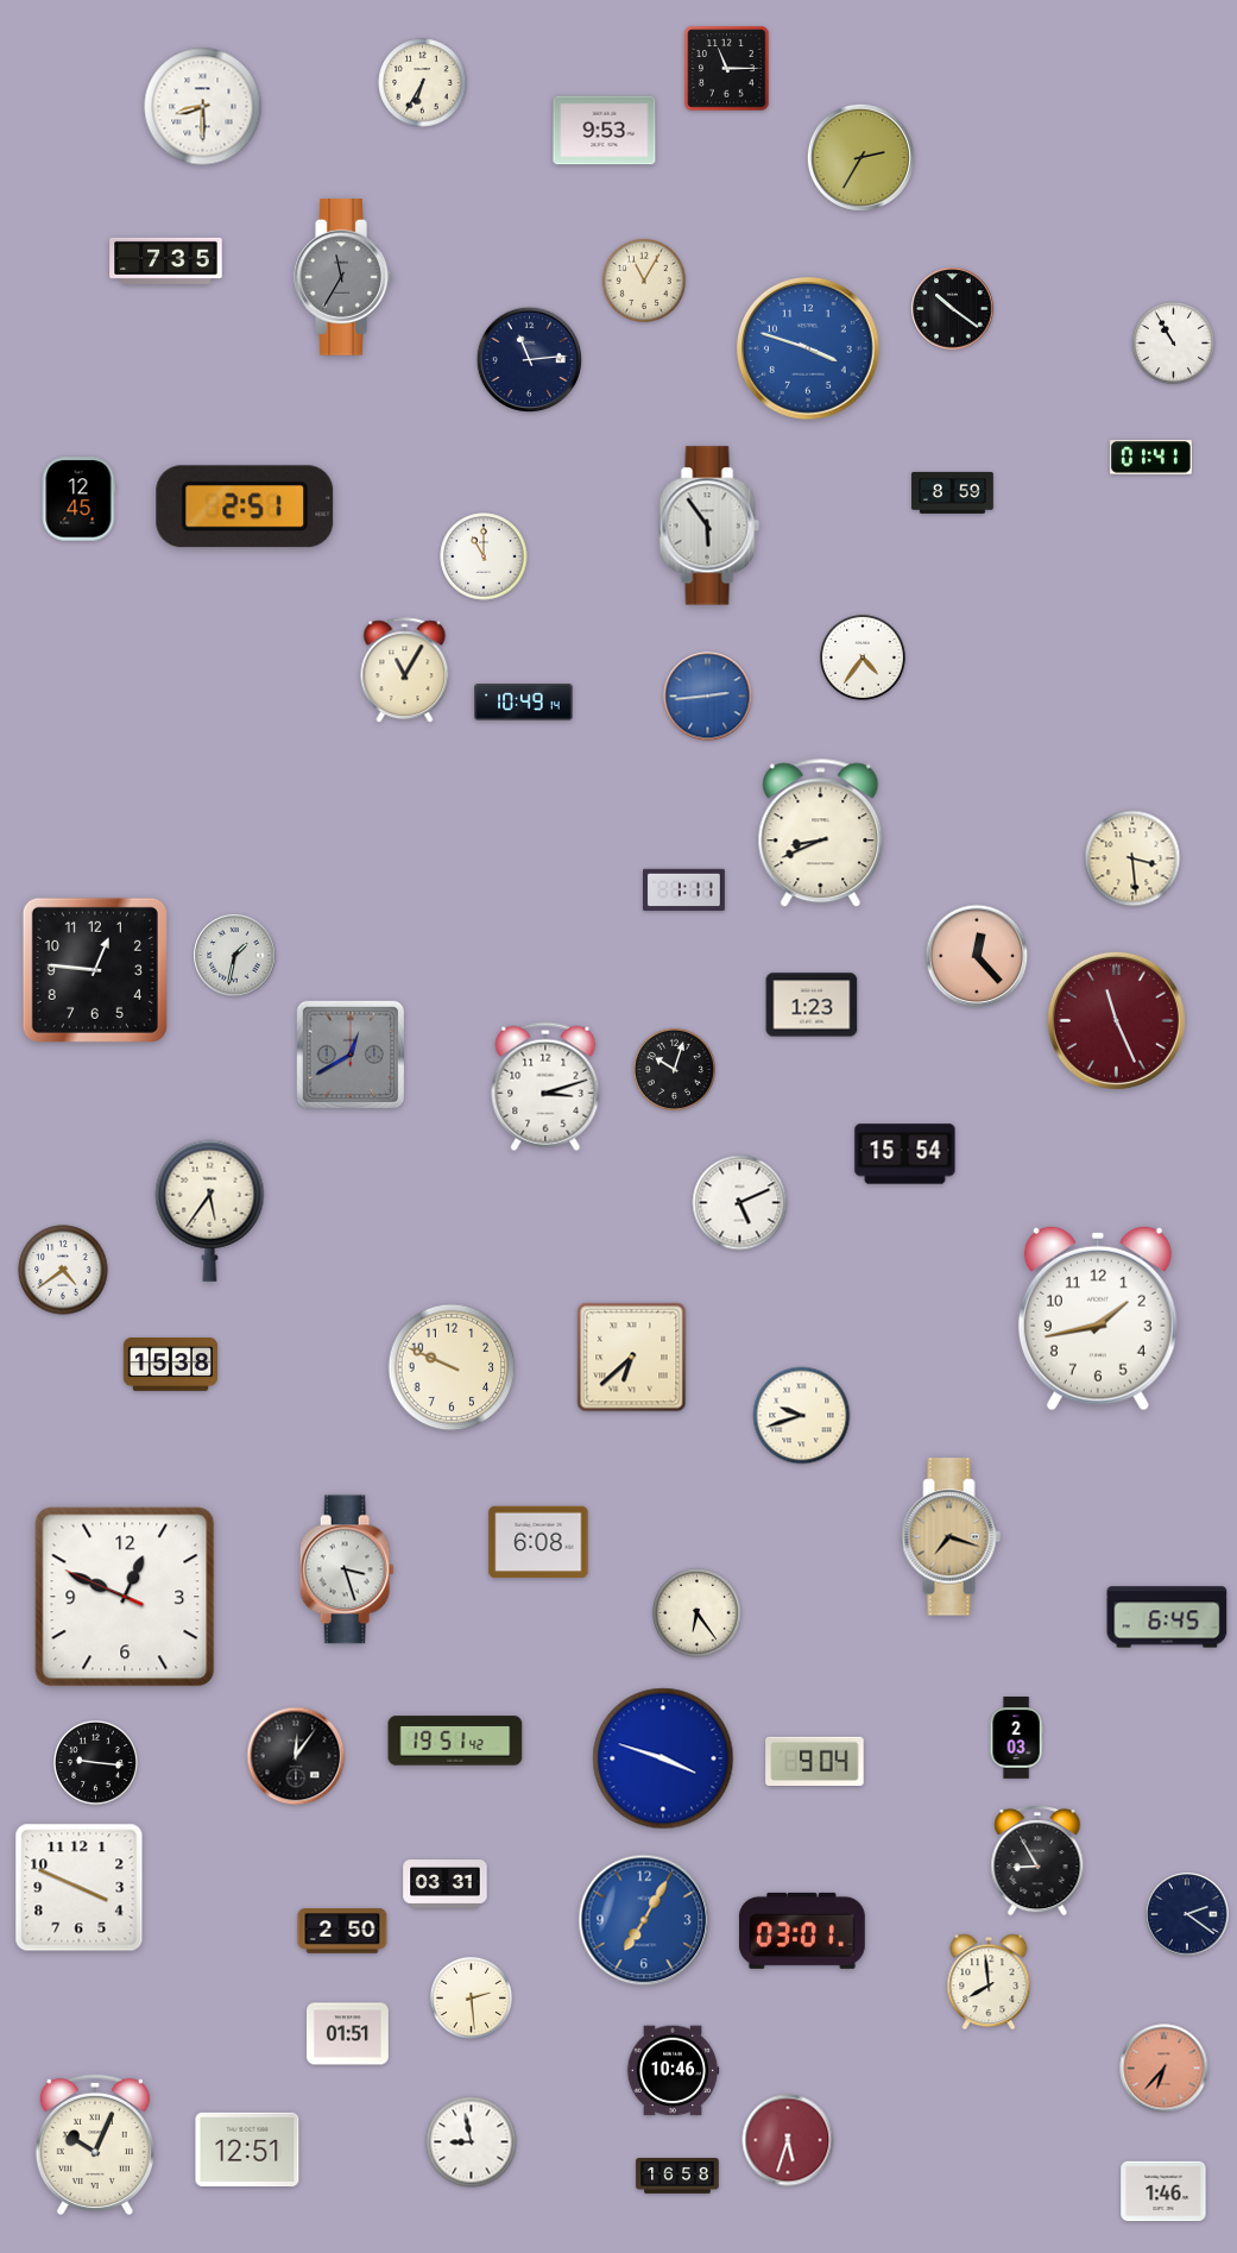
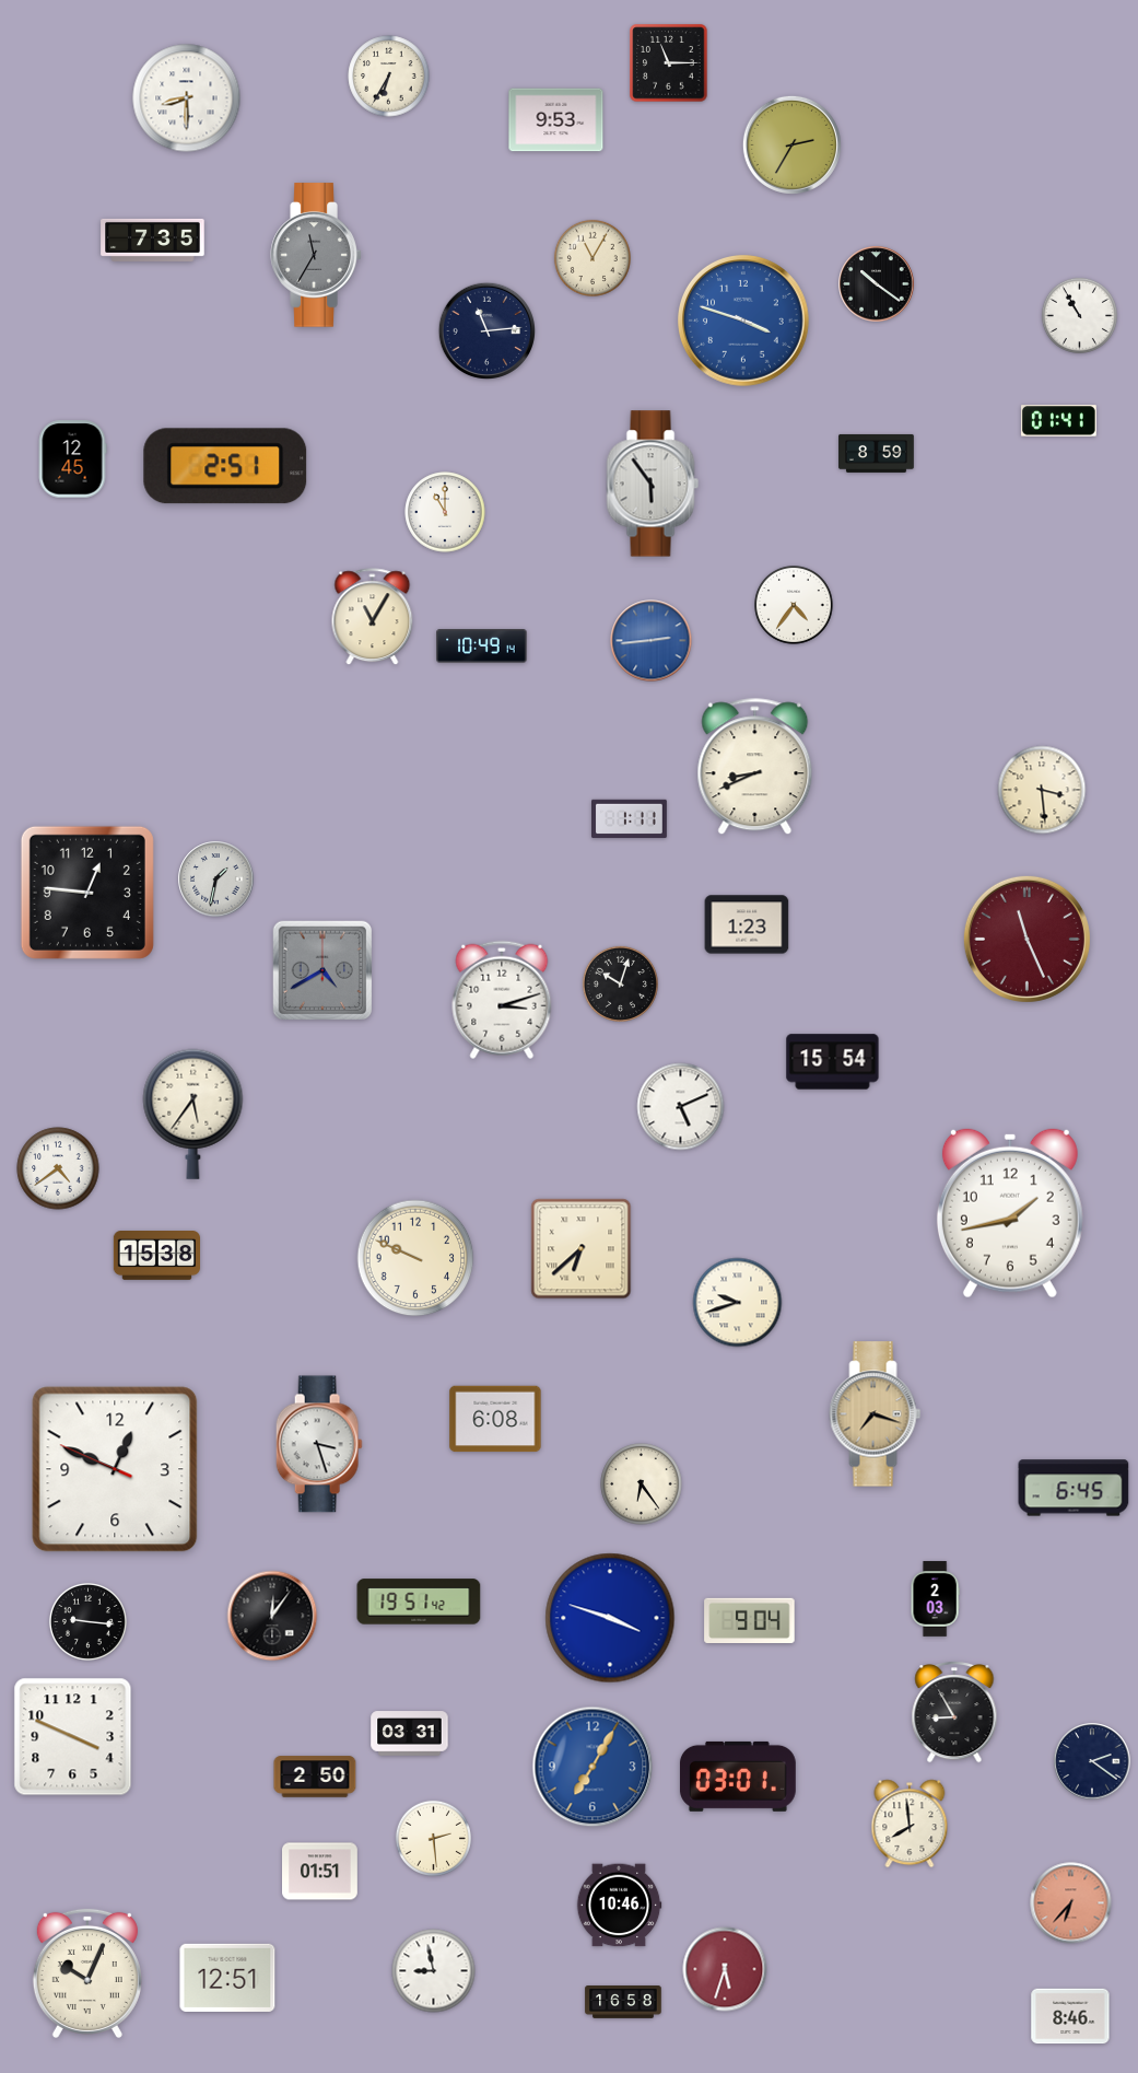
clock at (977, 956): 12:23 -> none
clock at (351, 1055): 12:40 -> 4:40
clock at (1163, 2191): 1:46 -> 8:46
